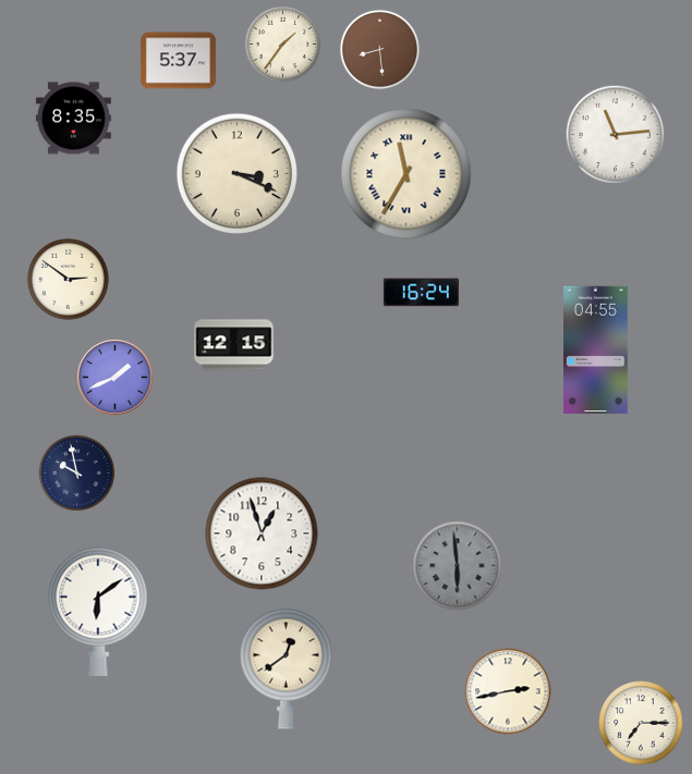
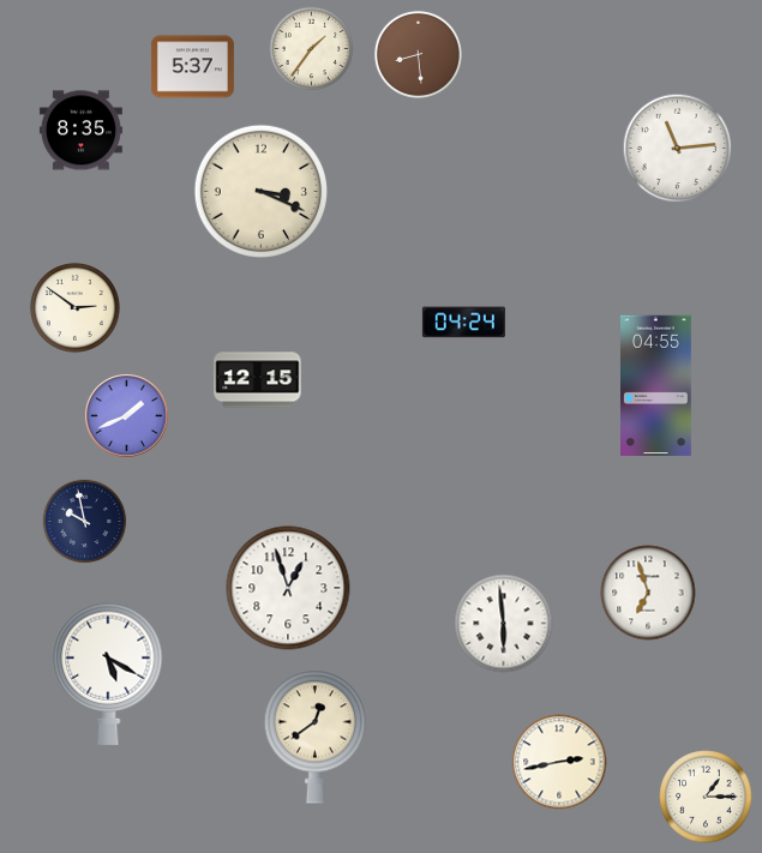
clock at (178, 61) position: (178, 61) -> (192, 67)
clock at (406, 174): 11:35 -> none
clock at (421, 293): 16:24 -> 04:24
clock at (648, 593): none -> 6:57
clock at (458, 566) dial: grey -> white
clock at (98, 612): 6:09 -> 5:20
clock at (641, 723): 7:15 -> 1:15
